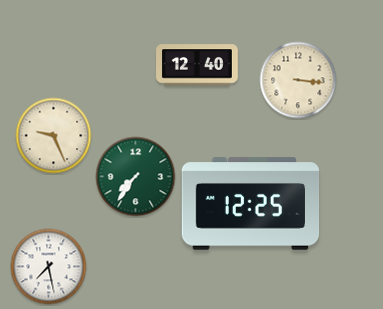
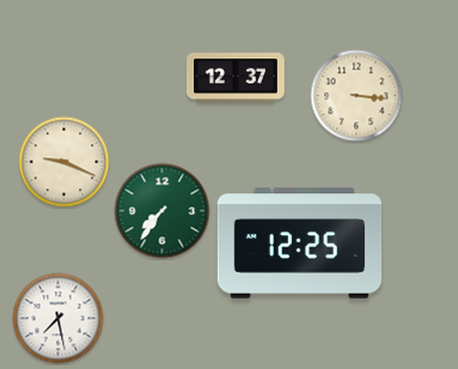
clock at (198, 65): 12:40 -> 12:37
clock at (54, 136): 9:26 -> 9:19
